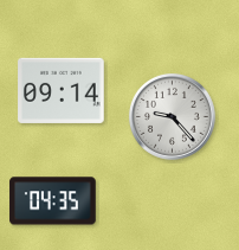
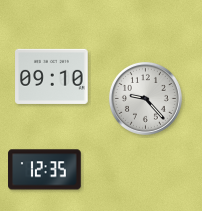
clock at (62, 90): 09:14 -> 09:10
clock at (53, 201): 04:35 -> 12:35
